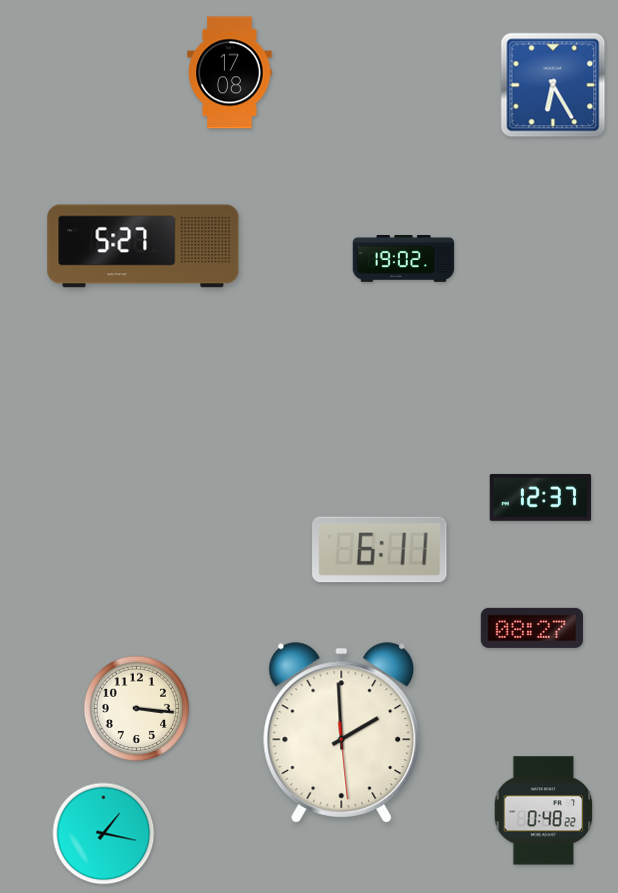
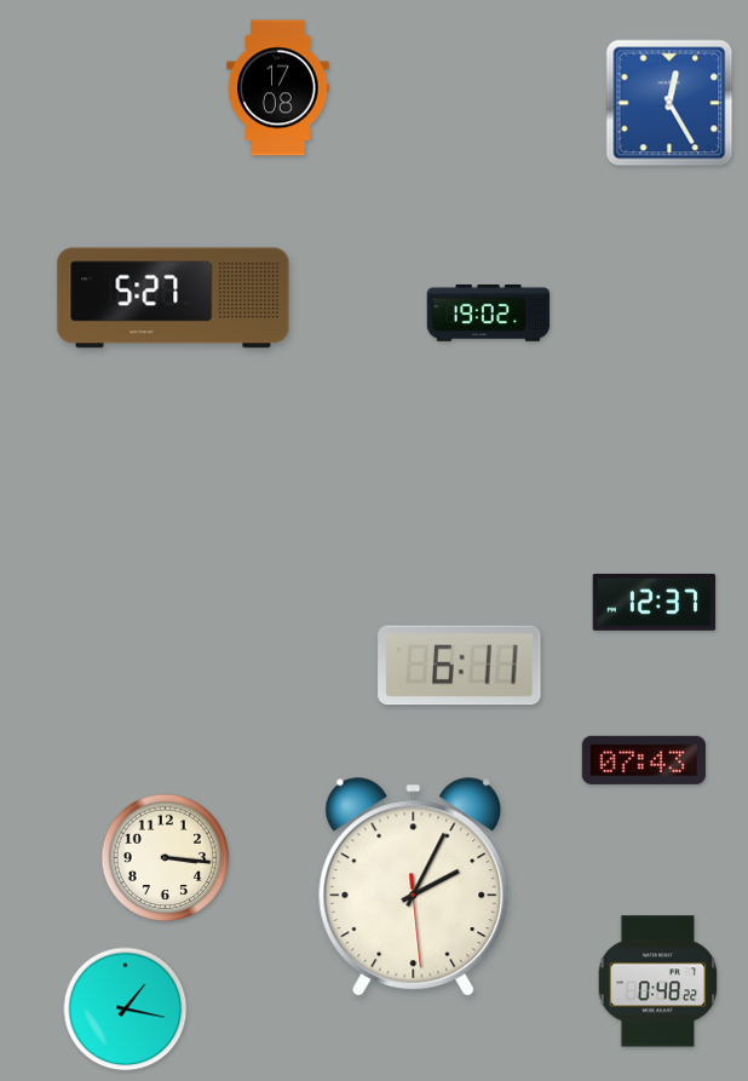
clock at (553, 85): 6:25 -> 12:25
clock at (532, 628): 08:27 -> 07:43
clock at (342, 733): 1:59 -> 2:04
